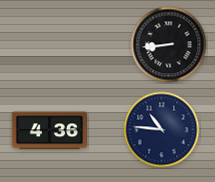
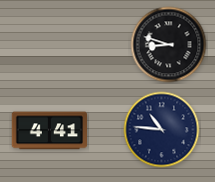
clock at (169, 45): 8:44 -> 8:48
clock at (49, 131): 4:36 -> 4:41
